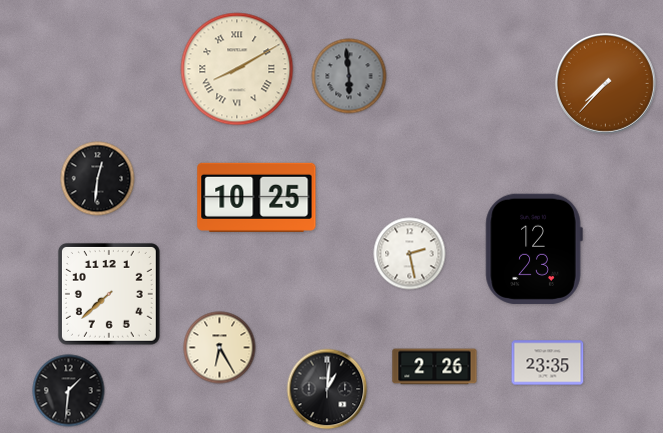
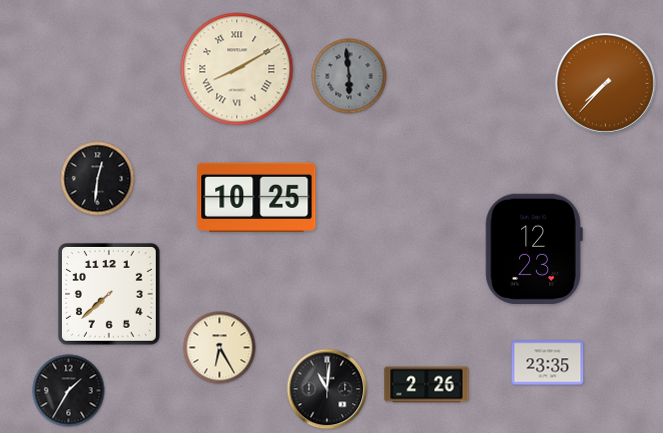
clock at (410, 254): 2:28 -> none
clock at (435, 367) position: (435, 367) -> (427, 385)
clock at (327, 389): 1:01 -> 11:01
clock at (69, 391): 1:31 -> 1:35
